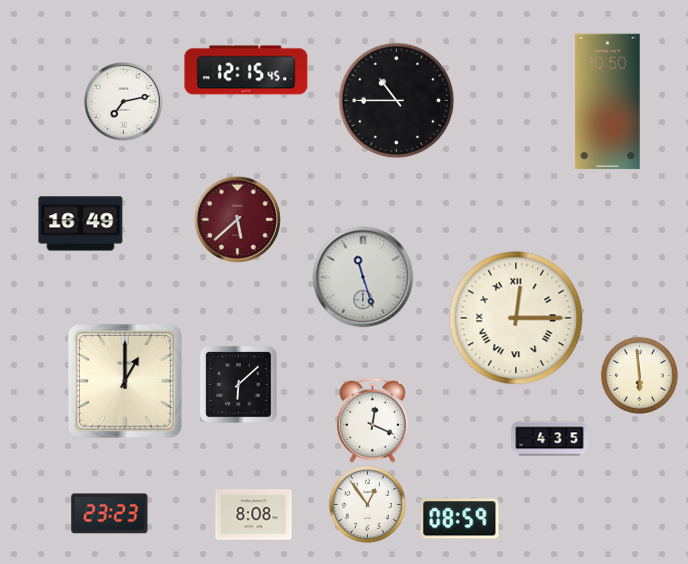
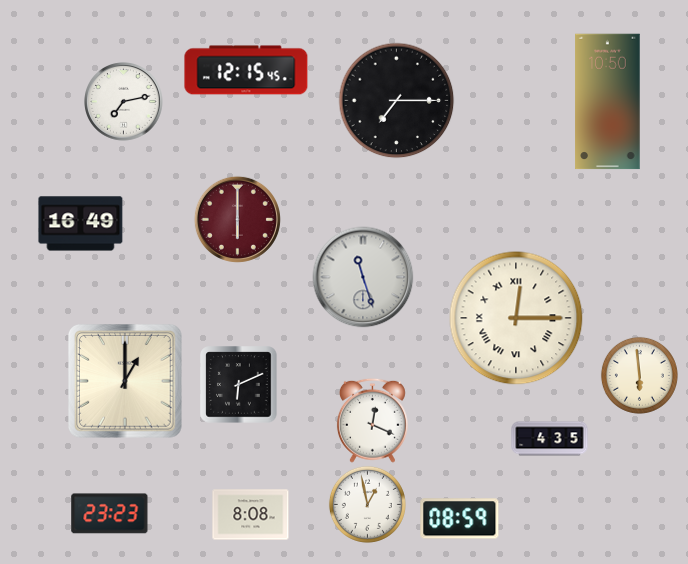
clock at (397, 101): 10:45 -> 7:15
clock at (237, 219): 5:38 -> 6:00
clock at (239, 385): 6:08 -> 6:11
clock at (367, 504): 12:54 -> 12:58
clock at (254, 515) position: (254, 515) -> (251, 515)
